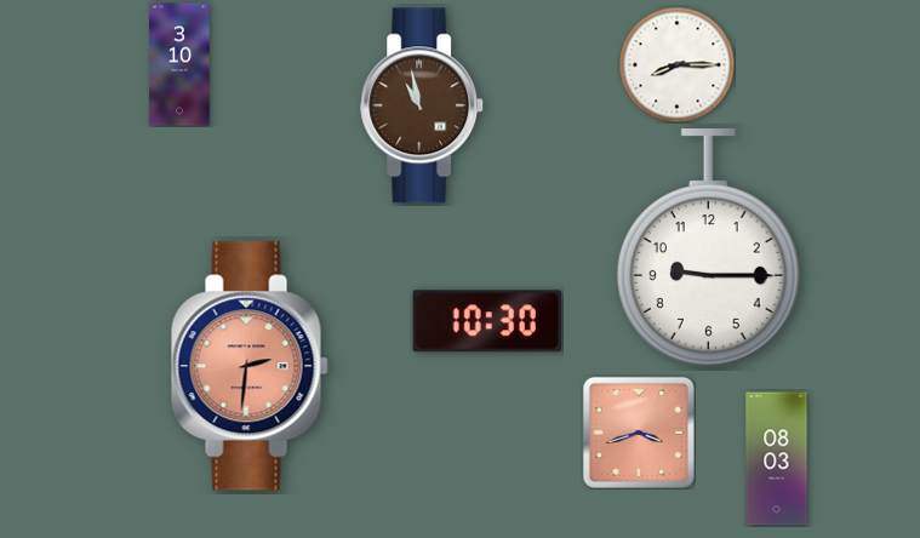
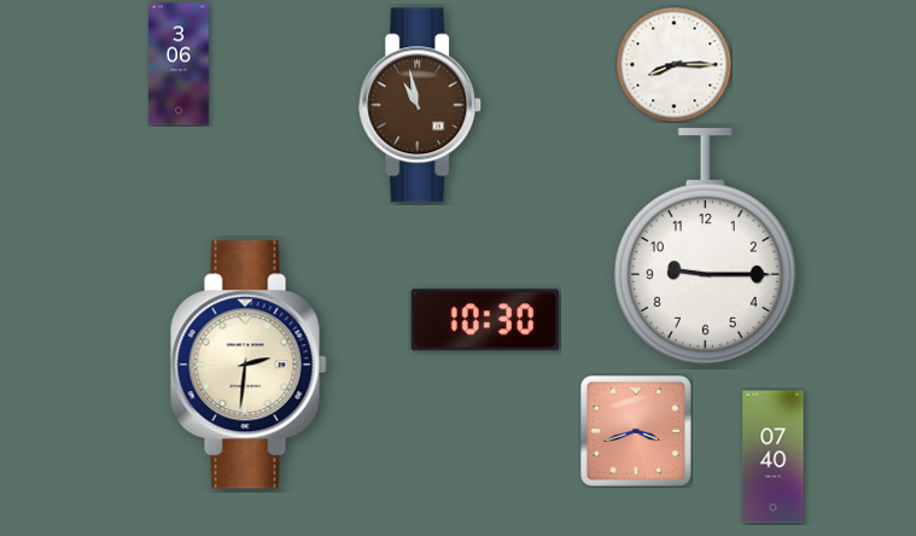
clock at (179, 64): 3:10 -> 3:06
clock at (250, 366) dial: salmon -> cream
clock at (777, 459): 08:03 -> 07:40
